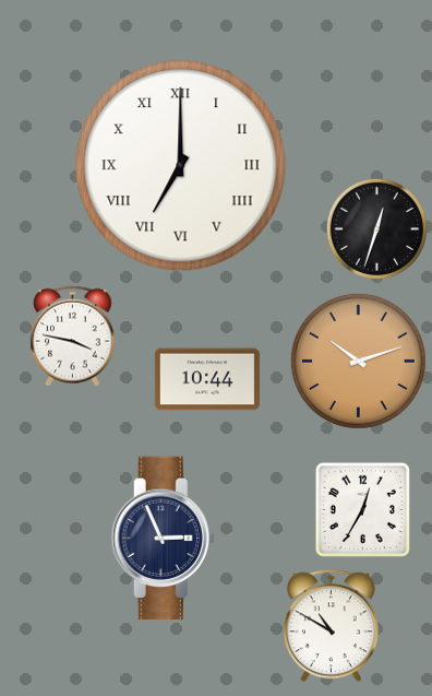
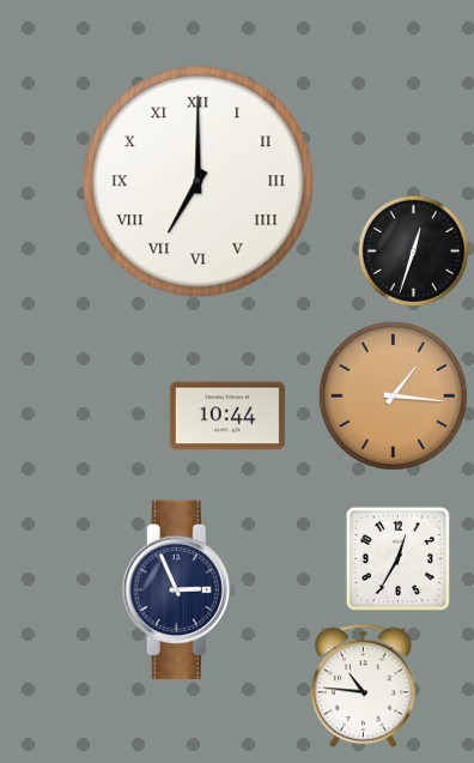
clock at (73, 335): 3:47 -> none
clock at (358, 361): 10:12 -> 1:16
clock at (331, 626): 10:50 -> 10:46
